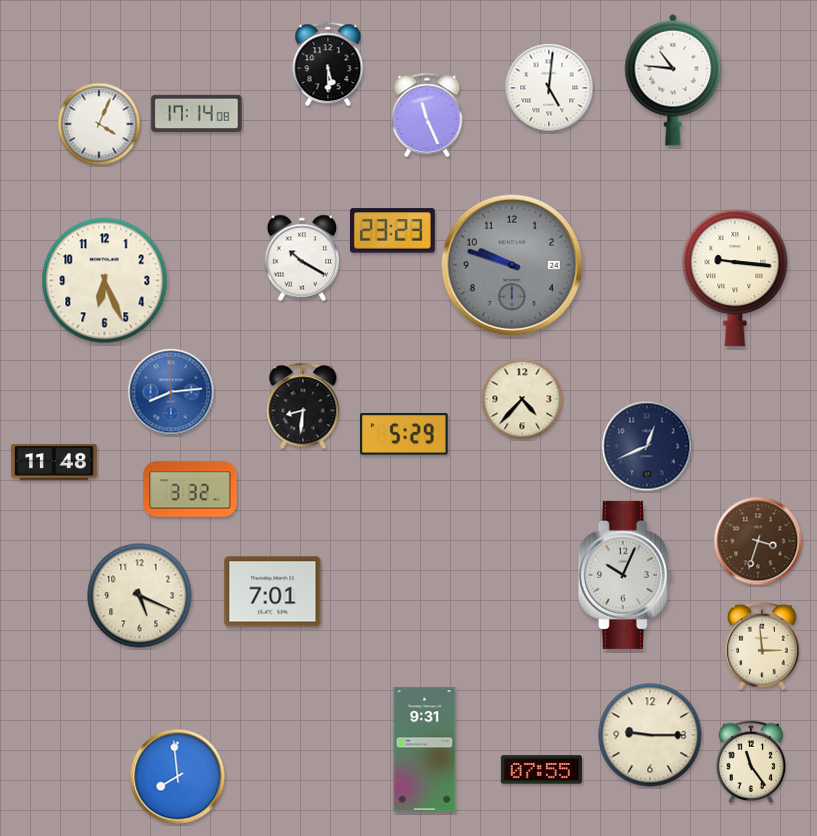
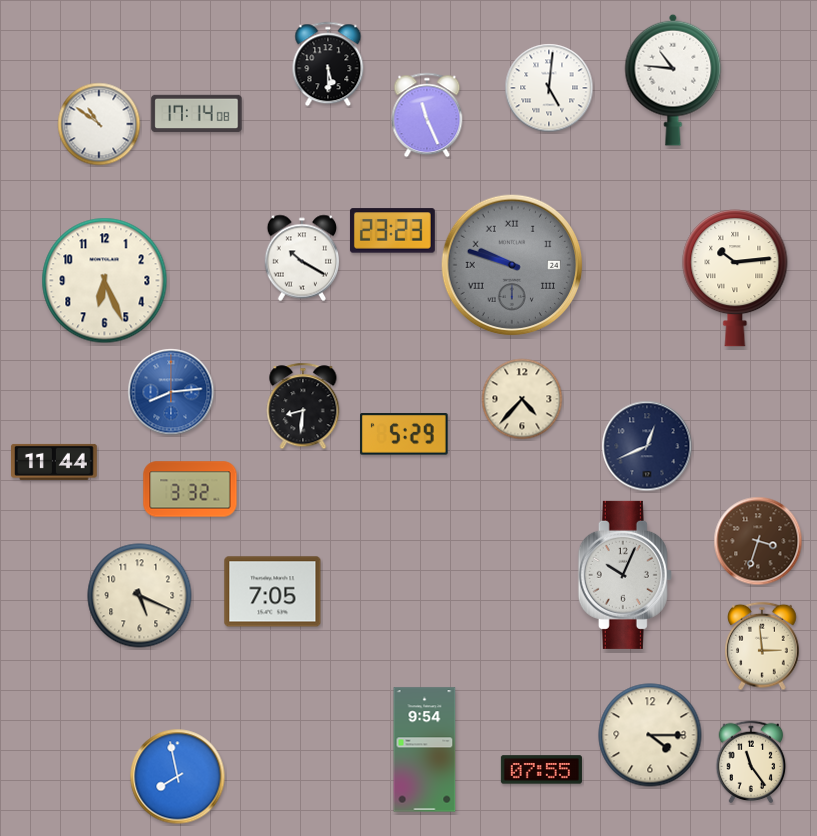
clock at (99, 124): 4:04 -> 10:51
clock at (512, 265) numerals: Arabic -> Roman
clock at (735, 279): 9:16 -> 10:14
clock at (54, 462): 11:48 -> 11:44
clock at (273, 592): 7:01 -> 7:05
clock at (650, 735): 9:15 -> 4:15
clock at (425, 750): 9:31 -> 9:54
clock at (178, 777): 7:59 -> 7:58
